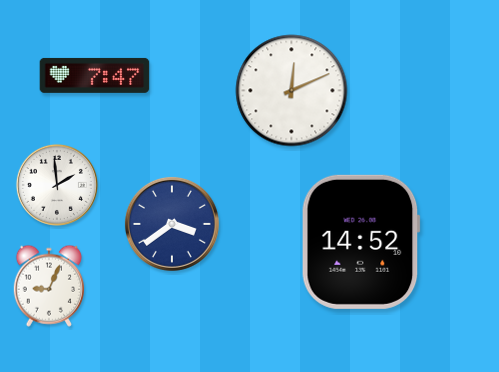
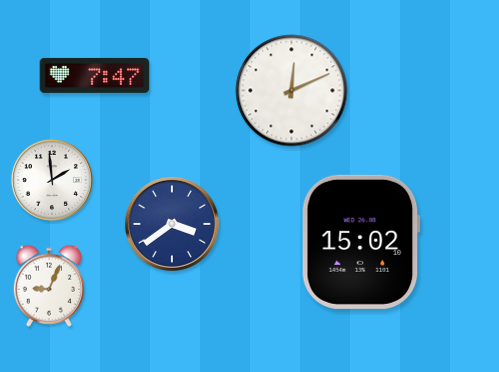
clock at (57, 185) position: (57, 185) -> (52, 180)
clock at (361, 242): 14:52 -> 15:02
